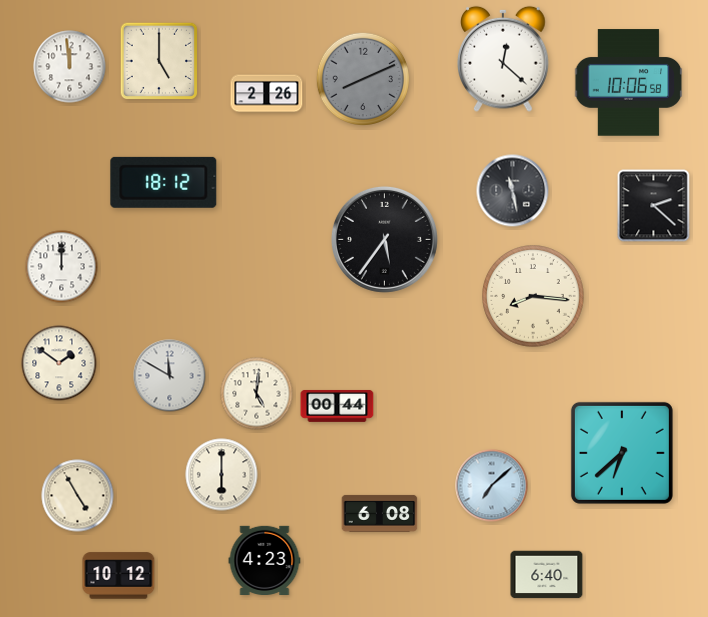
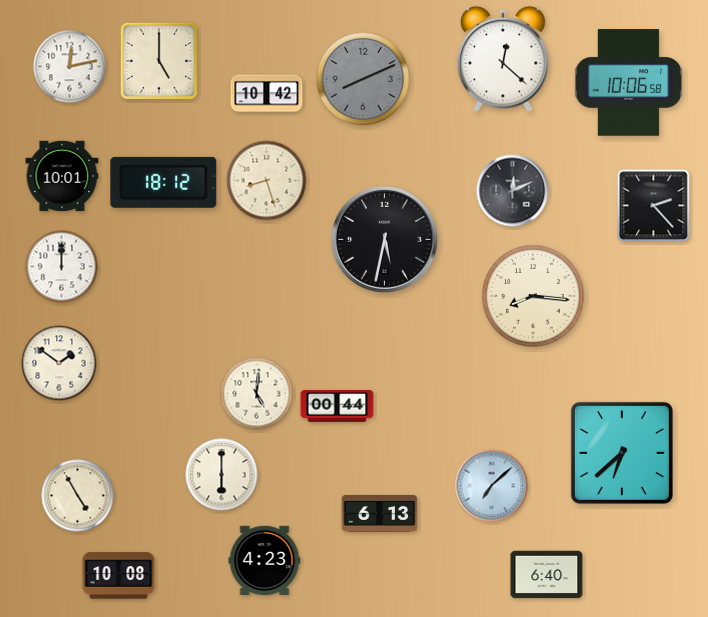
clock at (70, 67): 11:59 -> 12:13
clock at (267, 94): 2:26 -> 10:42
clock at (62, 176): none -> 10:01
clock at (267, 181): none -> 8:27
clock at (513, 191): 11:28 -> 12:11
clock at (654, 206): 2:22 -> 2:23
clock at (384, 239): 5:36 -> 5:32
clock at (170, 376): 11:50 -> none
clock at (380, 513): 6:08 -> 6:13
clock at (119, 576): 10:12 -> 10:08
